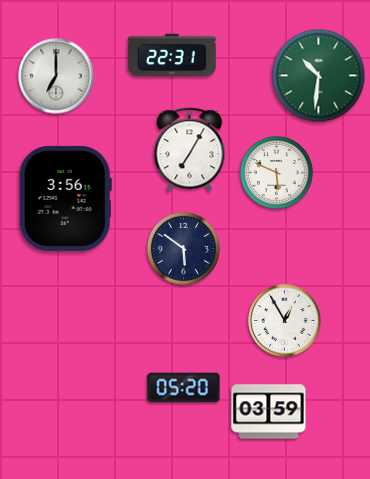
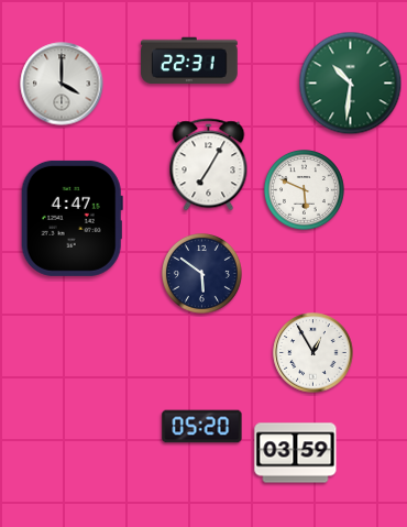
clock at (56, 76): 7:00 -> 4:00
clock at (65, 198): 3:56 -> 4:47
